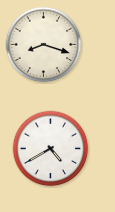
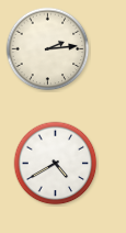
clock at (44, 45): 8:18 -> 2:14
